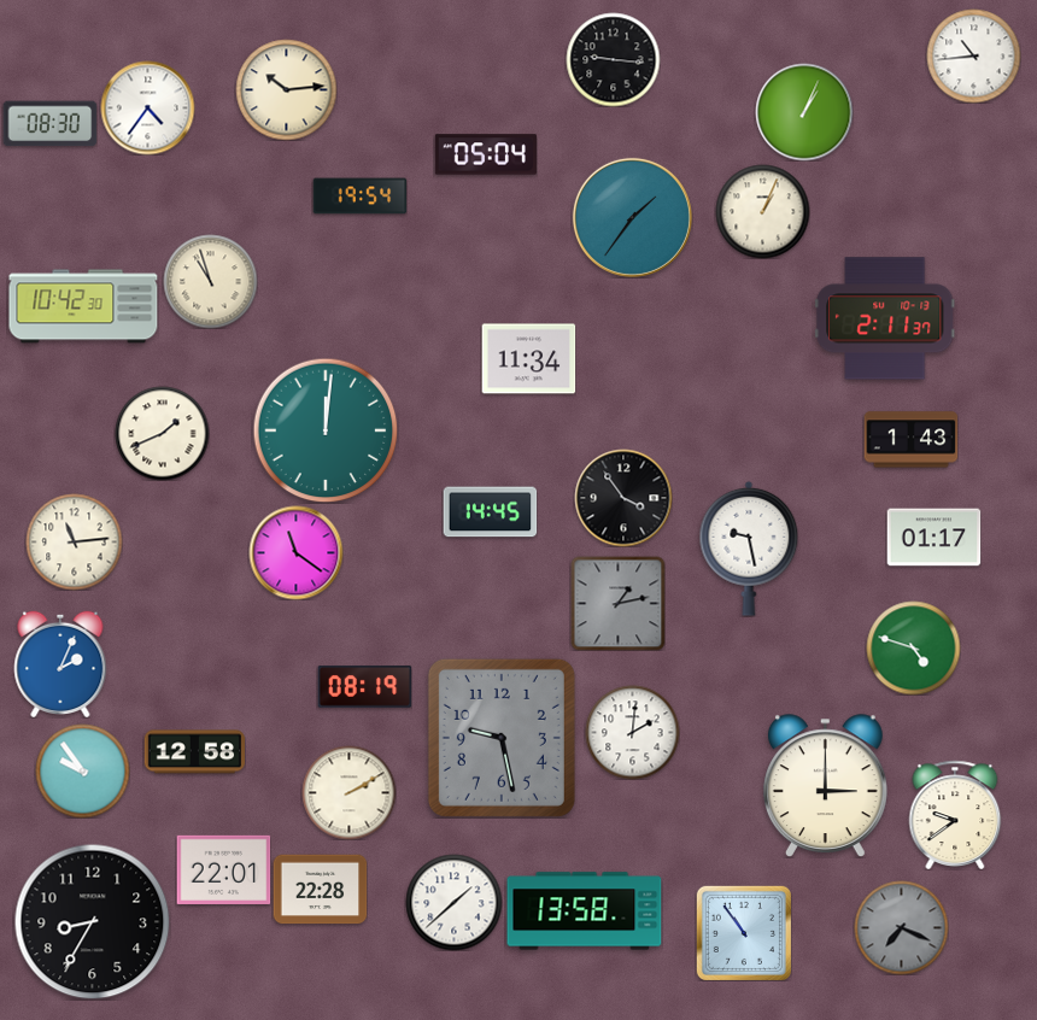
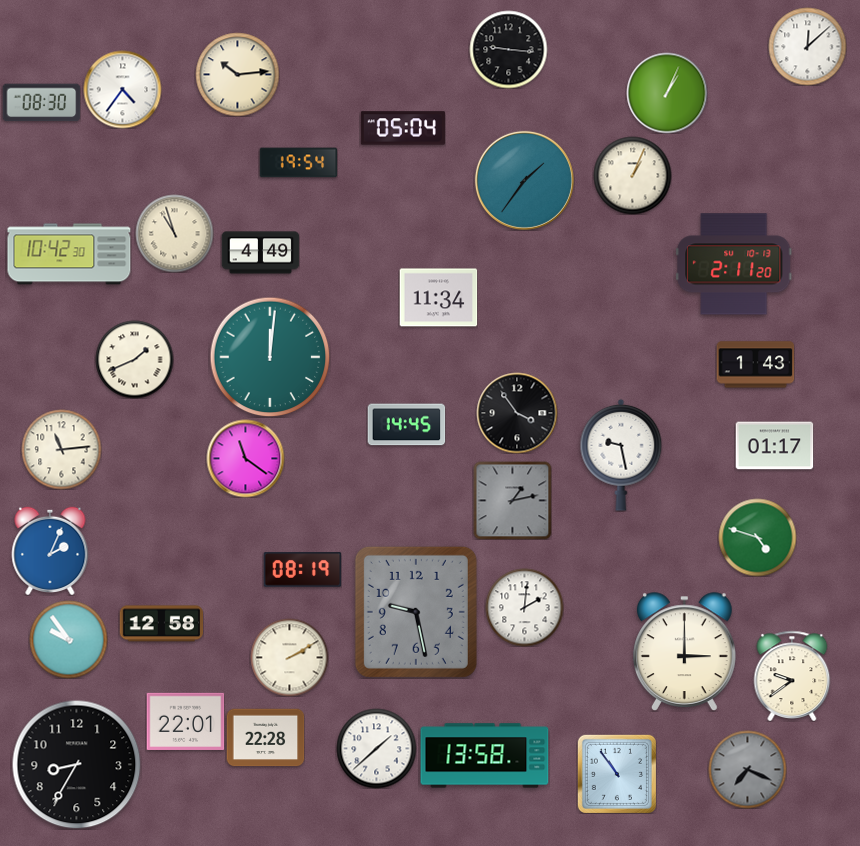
clock at (973, 55): 10:44 -> 12:08
clock at (260, 253): none -> 4:49
clock at (885, 318): 2:11:37 -> 2:11:20
